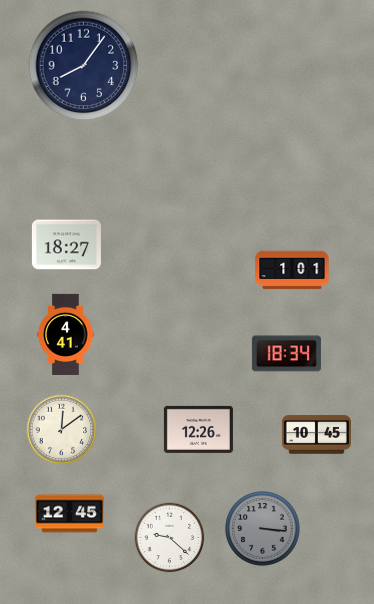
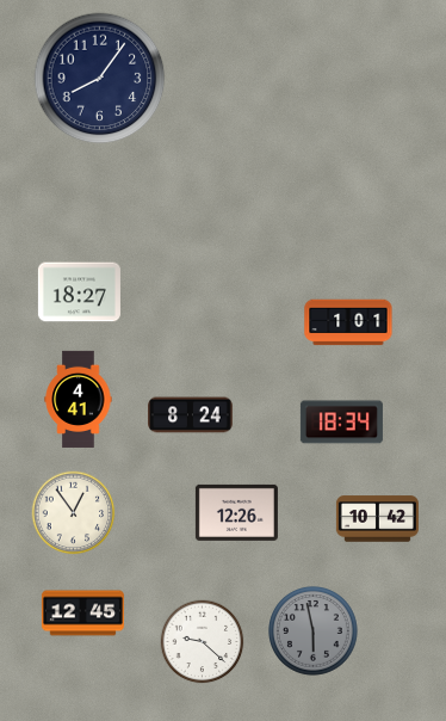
clock at (191, 415): none -> 8:24
clock at (62, 430): 12:09 -> 12:54
clock at (316, 435): 10:45 -> 10:42
clock at (263, 529): 3:16 -> 5:58
